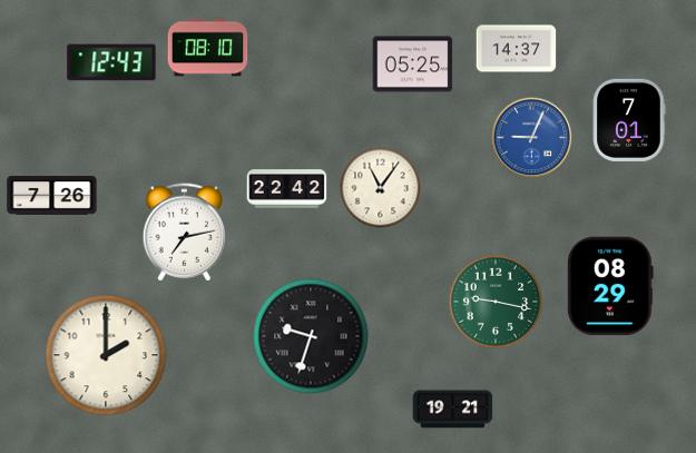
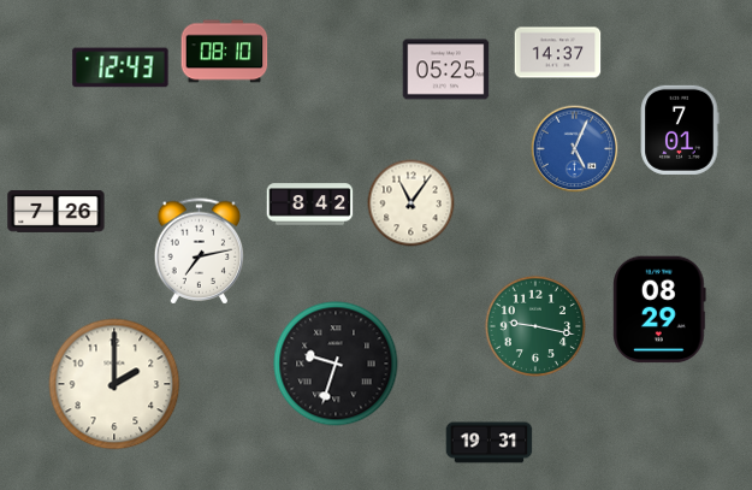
clock at (532, 138): 9:04 -> 5:04
clock at (287, 189): 22:42 -> 8:42
clock at (453, 410): 19:21 -> 19:31
